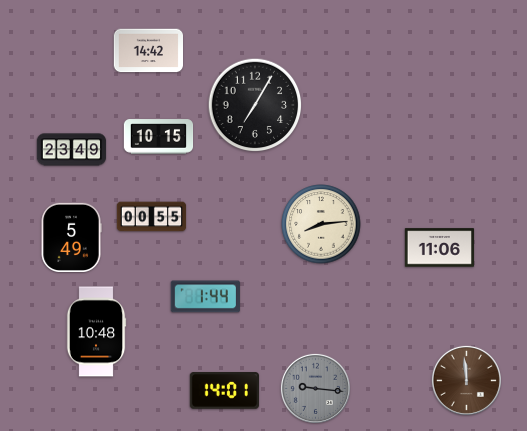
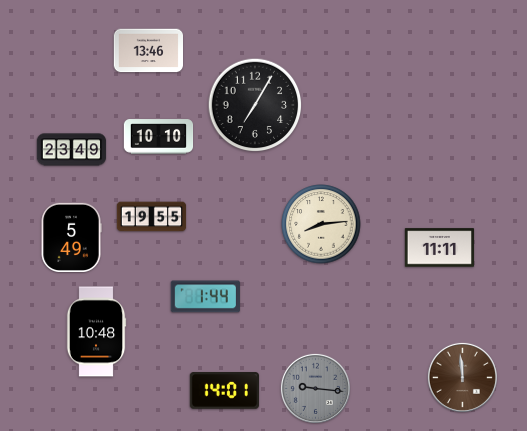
clock at (149, 51): 14:42 -> 13:46
clock at (159, 137): 10:15 -> 10:10
clock at (152, 217): 00:55 -> 19:55
clock at (440, 248): 11:06 -> 11:11
clock at (466, 380) position: (466, 380) -> (462, 377)
